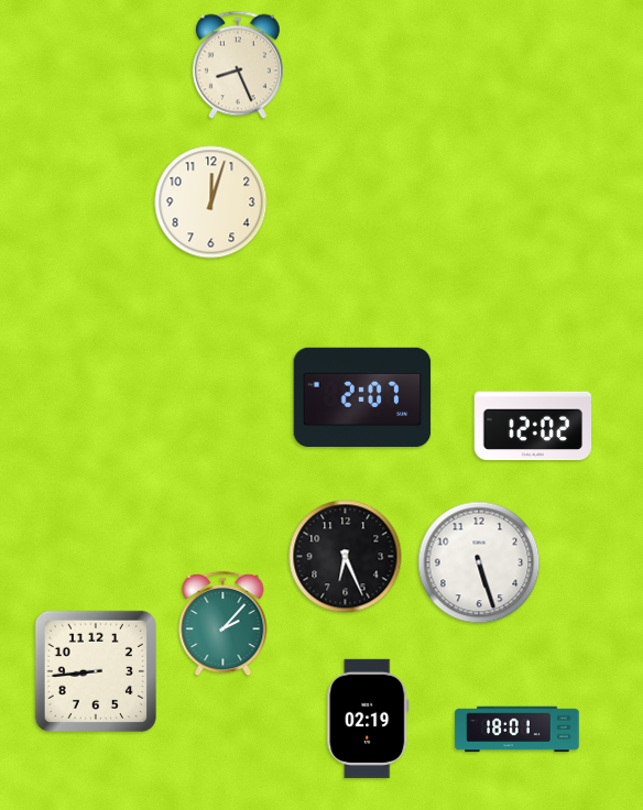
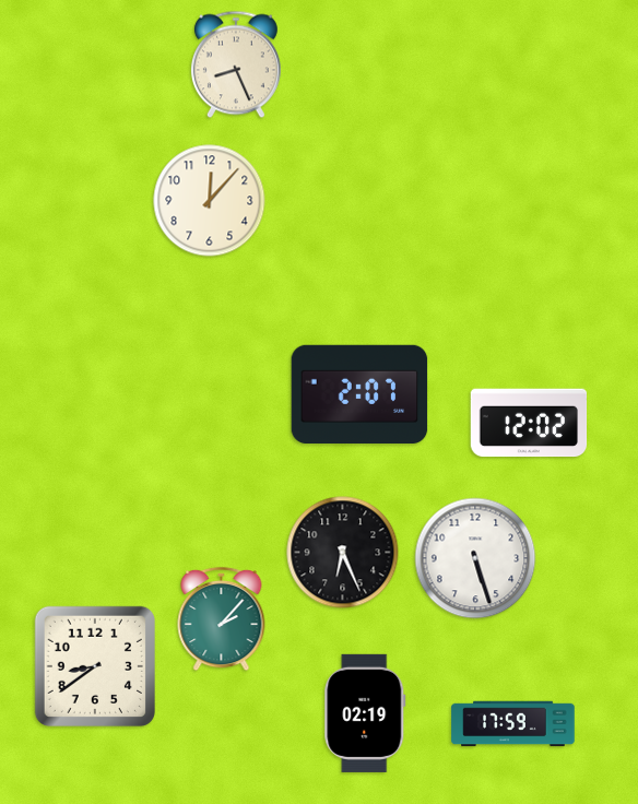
clock at (211, 202): 12:03 -> 12:07
clock at (96, 671): 8:44 -> 8:39
clock at (517, 730): 18:01 -> 17:59
